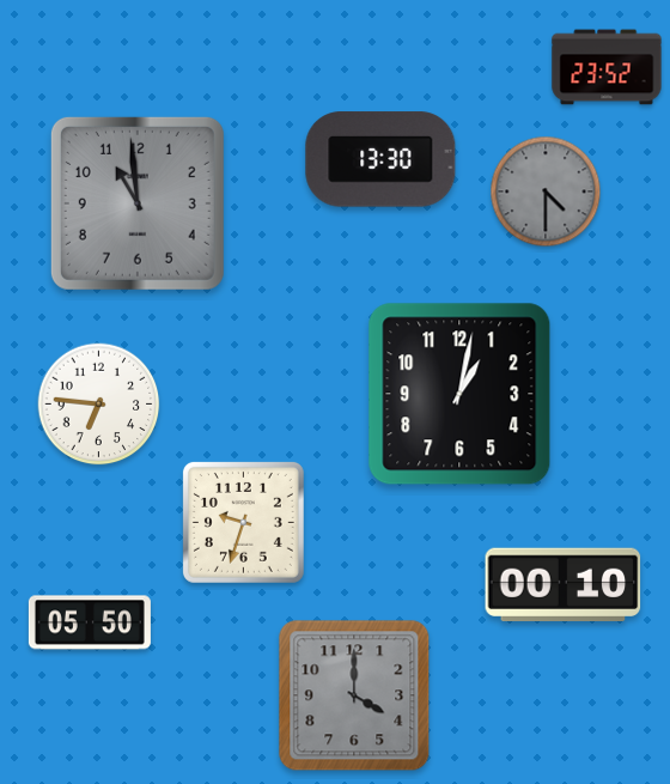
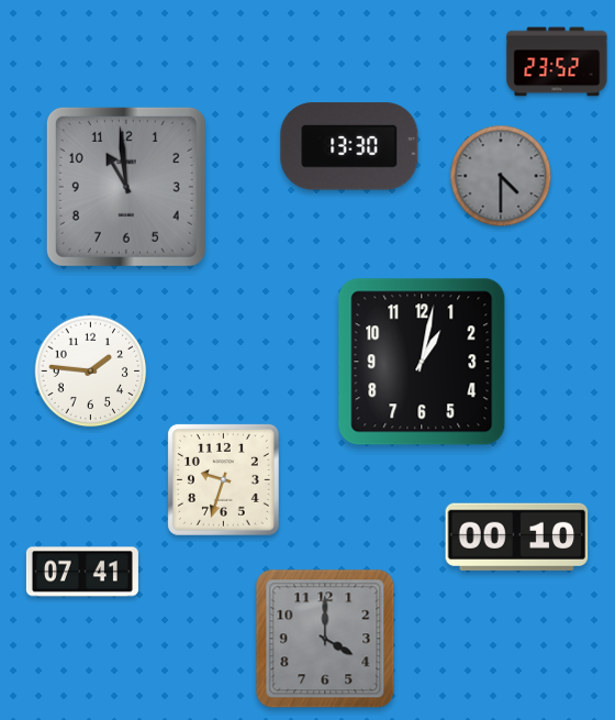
clock at (99, 405): 6:46 -> 1:46
clock at (90, 622): 05:50 -> 07:41
